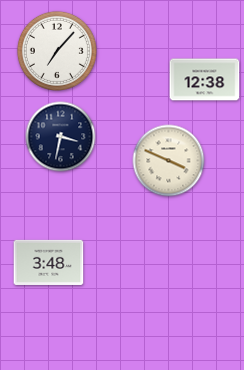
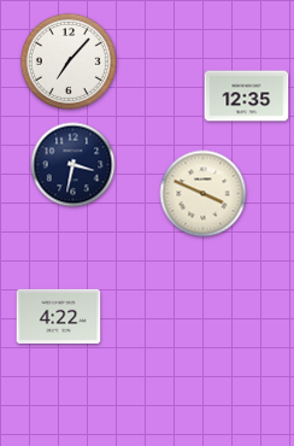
clock at (205, 80): 12:38 -> 12:35
clock at (49, 262): 3:48 -> 4:22
